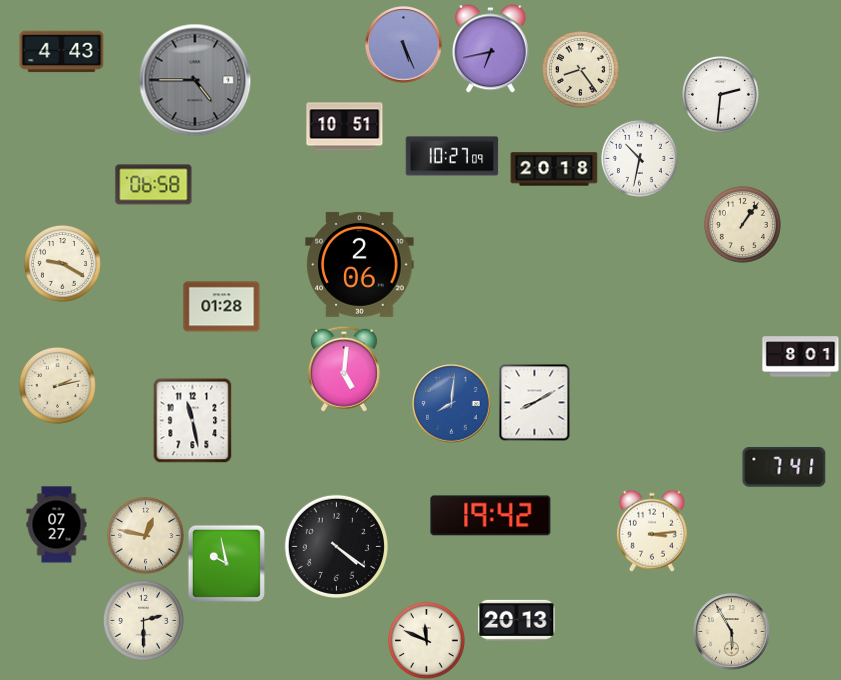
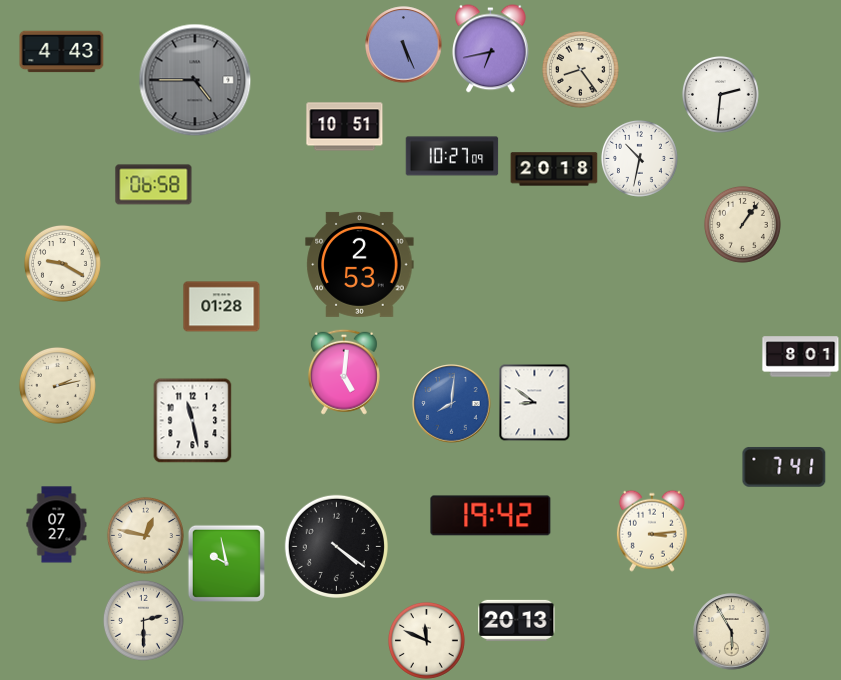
clock at (360, 264): 2:06 -> 2:53
clock at (344, 369) position: (344, 369) -> (344, 372)
clock at (535, 402): 8:10 -> 8:51
